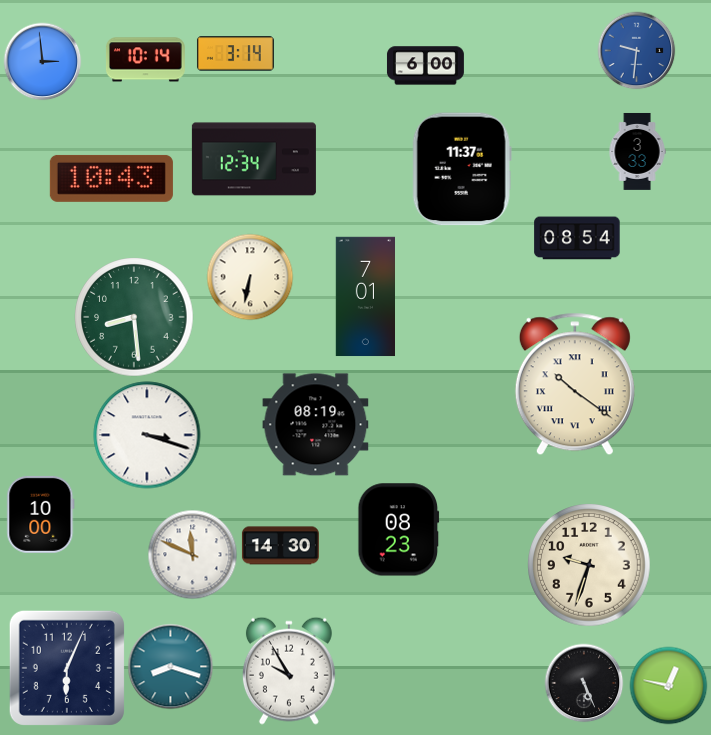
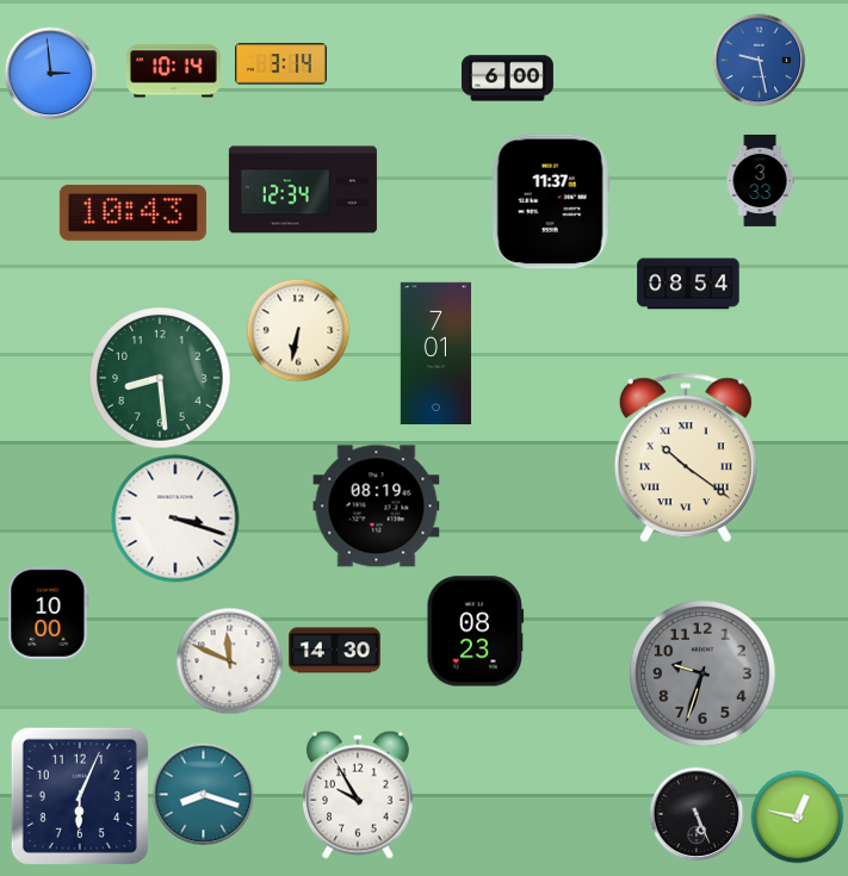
clock at (636, 50): 9:31 -> 9:28
clock at (590, 566) dial: cream -> grey
clock at (289, 671) position: (289, 671) -> (358, 795)
